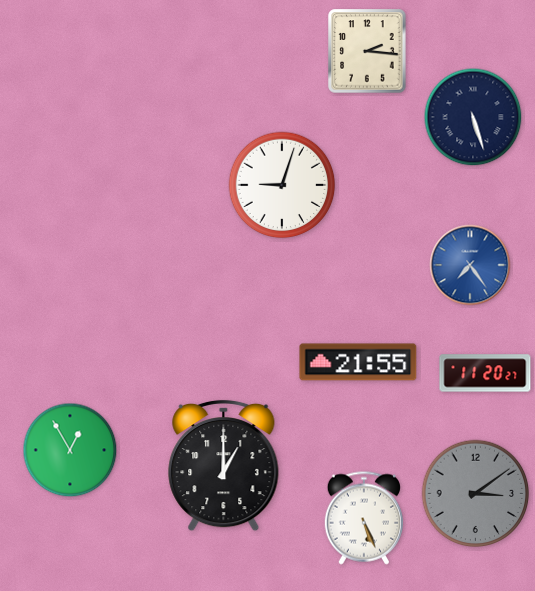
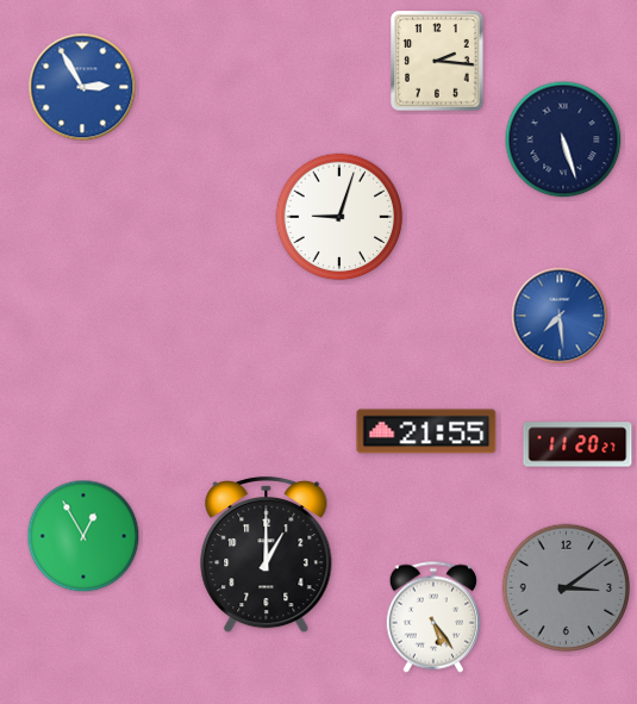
clock at (82, 87): none -> 2:55
clock at (282, 185) position: (282, 185) -> (339, 217)
clock at (470, 265): 7:24 -> 7:29
clock at (363, 518): 5:26 -> 5:24
